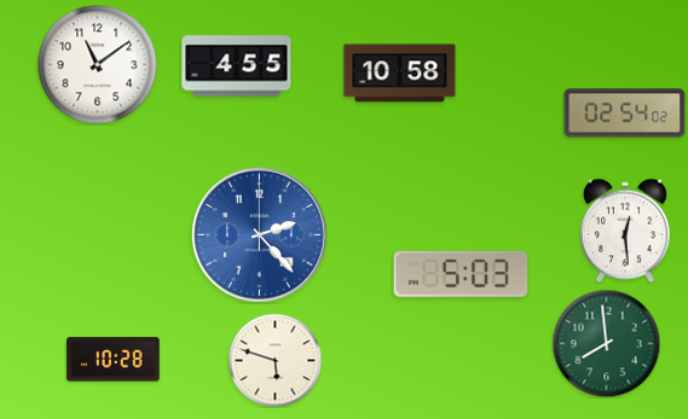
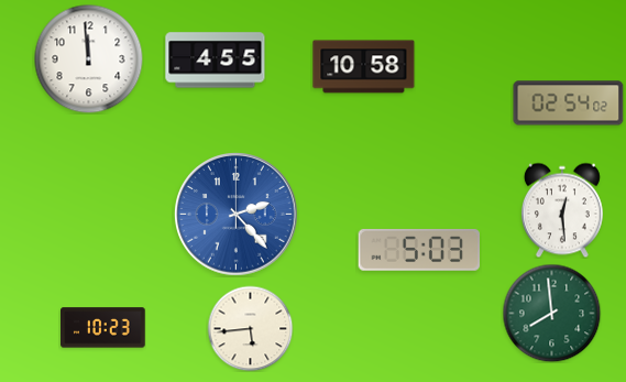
clock at (98, 65): 11:09 -> 11:59
clock at (625, 231) position: (625, 231) -> (562, 210)
clock at (114, 360): 10:28 -> 10:23
clock at (274, 360): 5:48 -> 5:44
